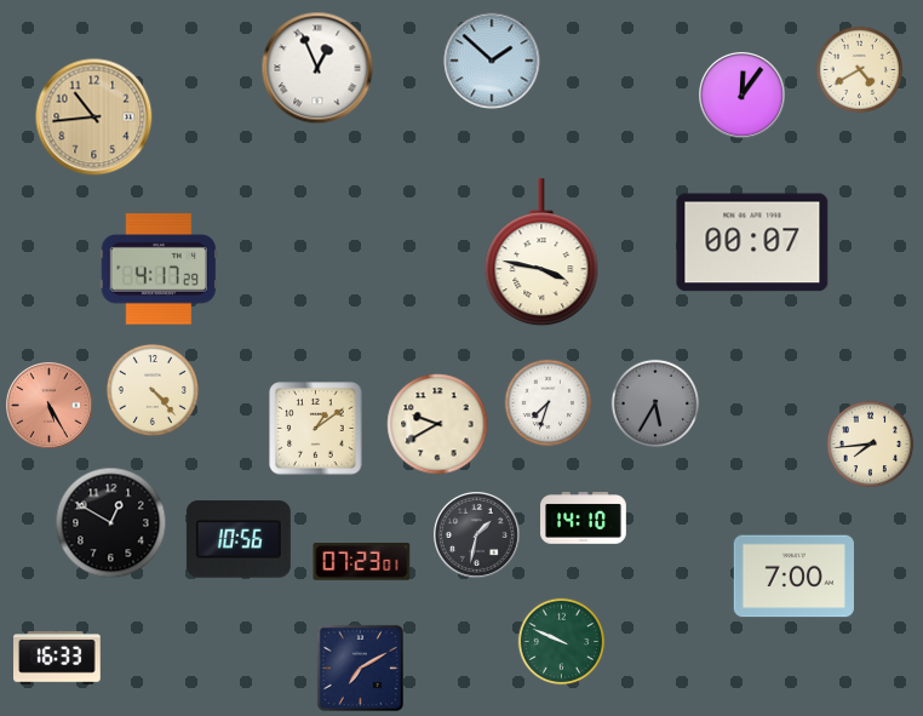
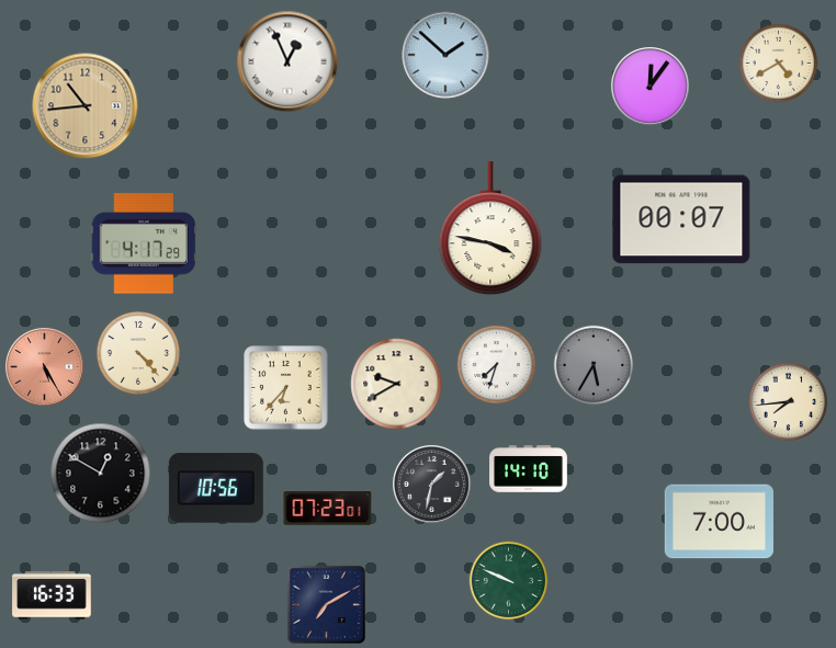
clock at (743, 96) position: (743, 96) -> (651, 87)
clock at (316, 429): 1:09 -> 6:37
